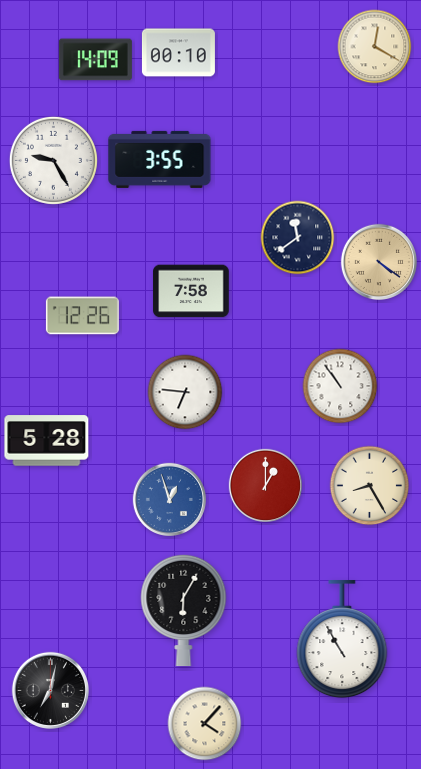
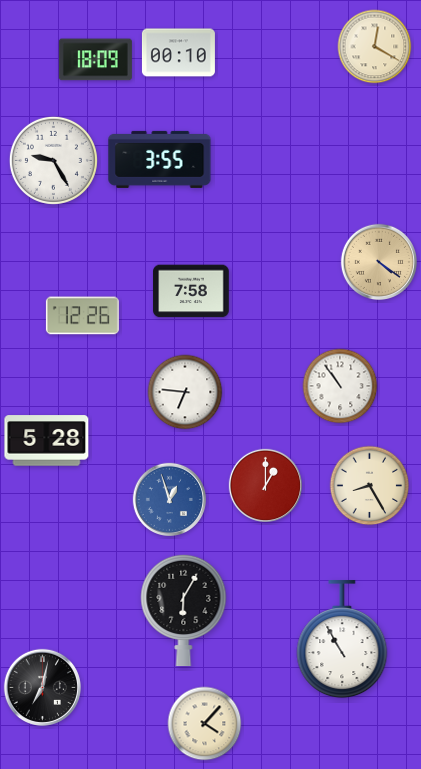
clock at (95, 60): 14:09 -> 18:09
clock at (298, 238): 11:39 -> none
clock at (50, 690) position: (50, 690) -> (42, 687)
